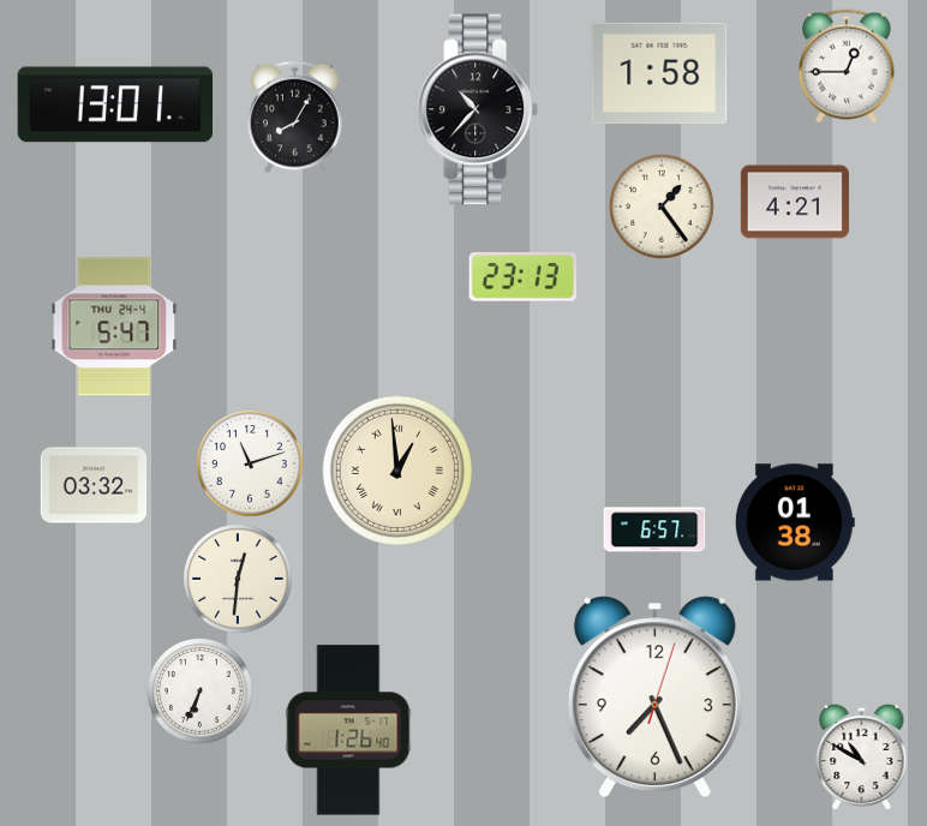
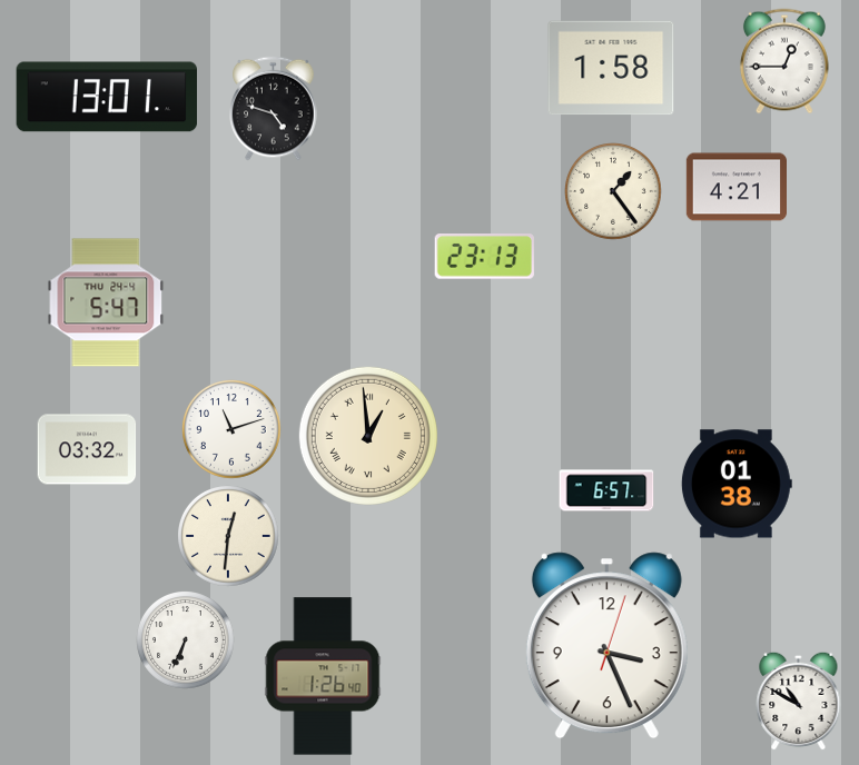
clock at (478, 109): 10:37 -> none
clock at (295, 118): 8:05 -> 4:48
clock at (239, 580) position: (239, 580) -> (229, 537)
clock at (654, 698): 7:26 -> 3:26
